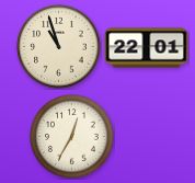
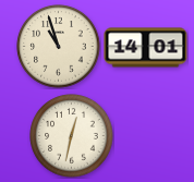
clock at (147, 48): 22:01 -> 14:01
clock at (72, 137): 12:35 -> 12:32
